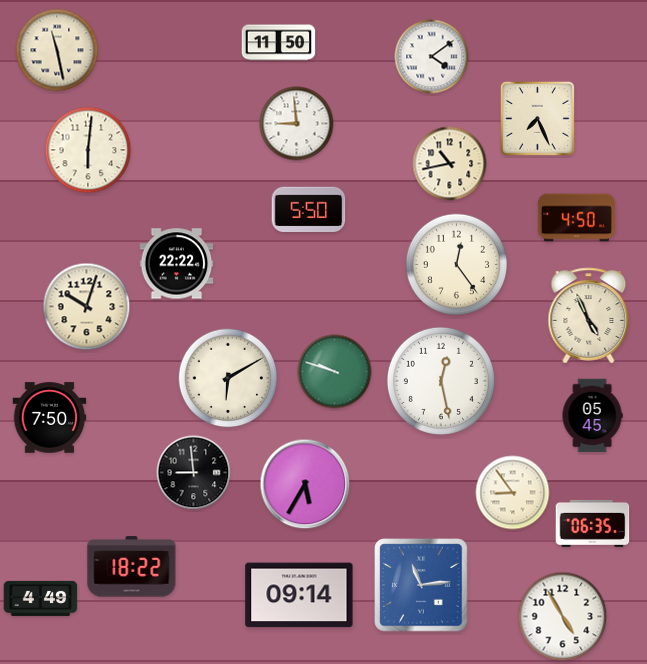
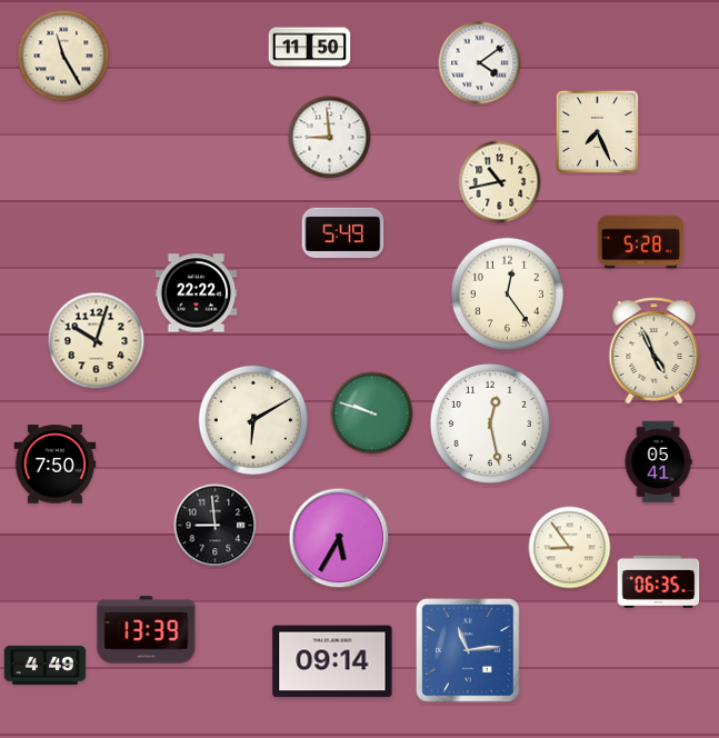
clock at (57, 50): 11:28 -> 11:25
clock at (88, 150): 6:01 -> none
clock at (309, 209): 5:50 -> 5:49
clock at (576, 218): 4:50 -> 5:28
clock at (592, 416): 05:45 -> 05:41
clock at (132, 567): 18:22 -> 13:39
clock at (563, 617): 4:55 -> none
